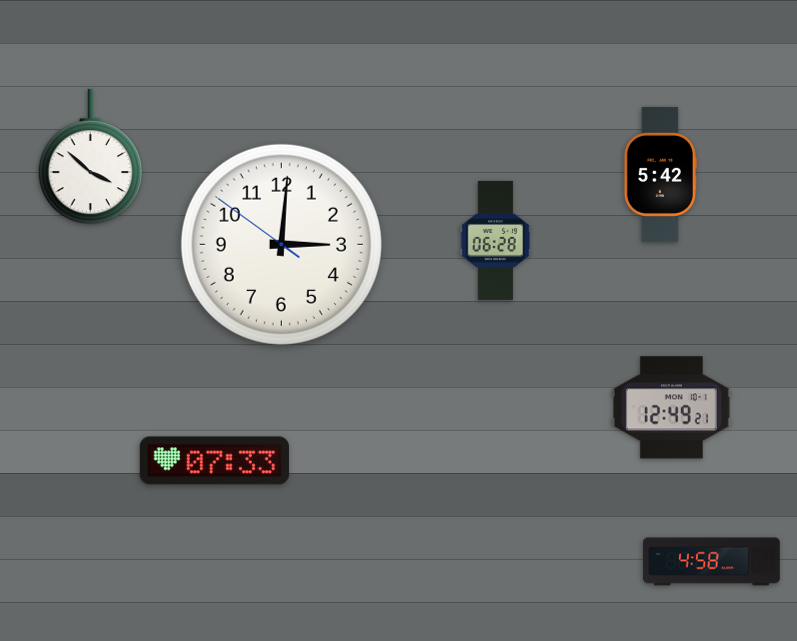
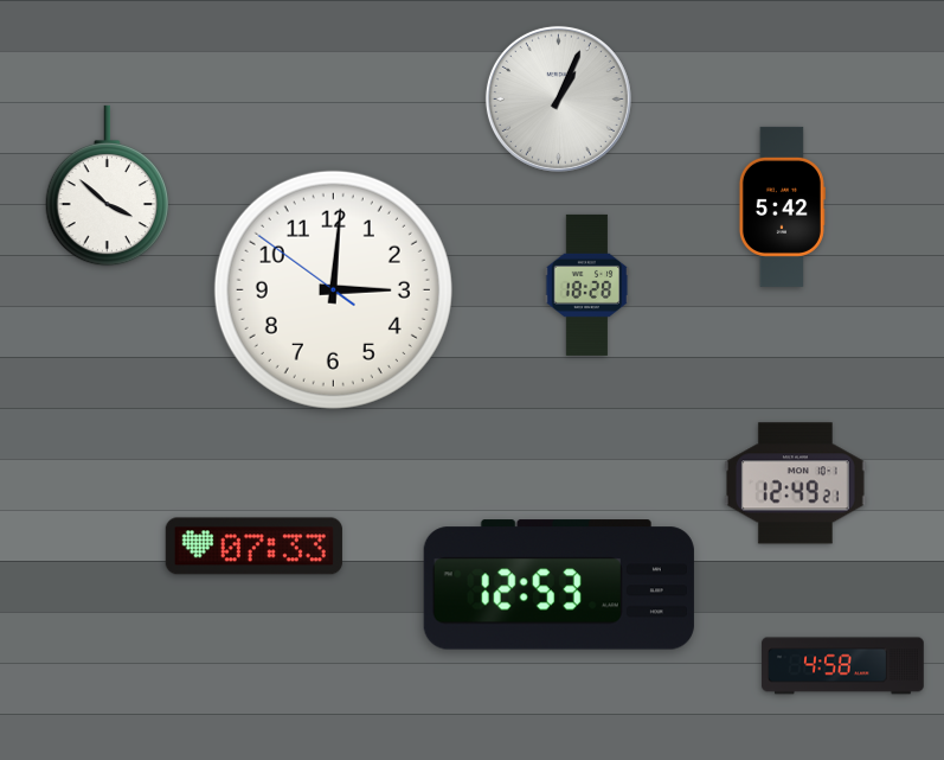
clock at (558, 98): none -> 1:04
clock at (496, 240): 06:28 -> 18:28
clock at (559, 585): none -> 12:53
